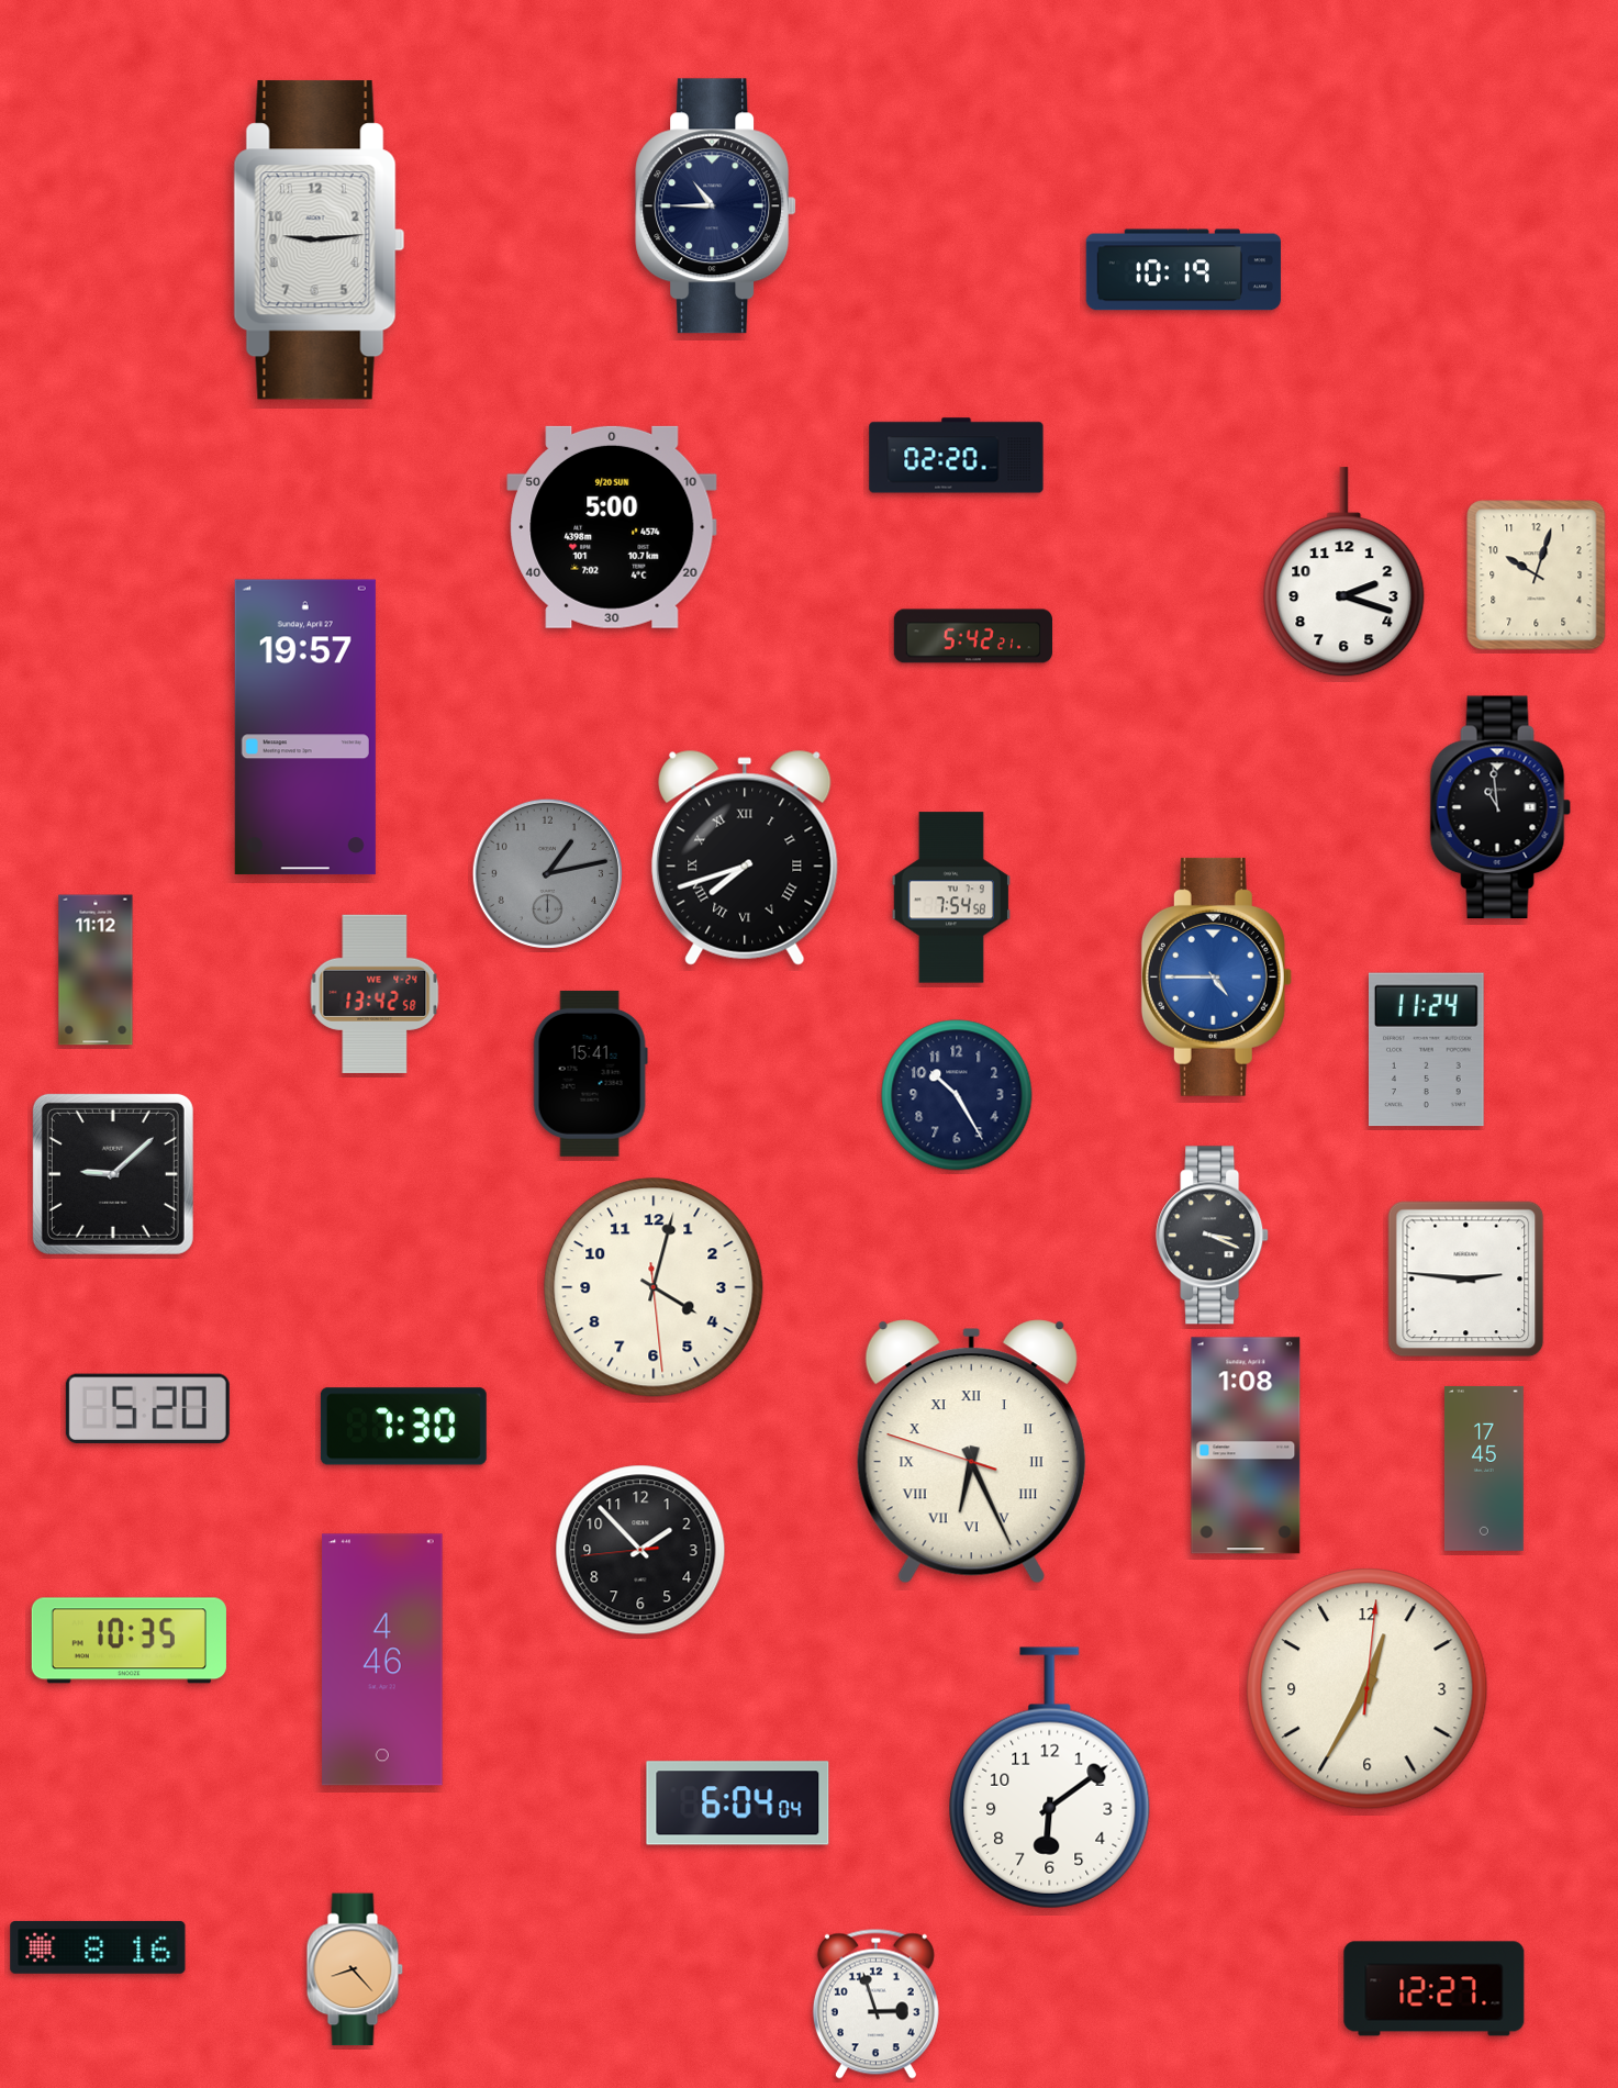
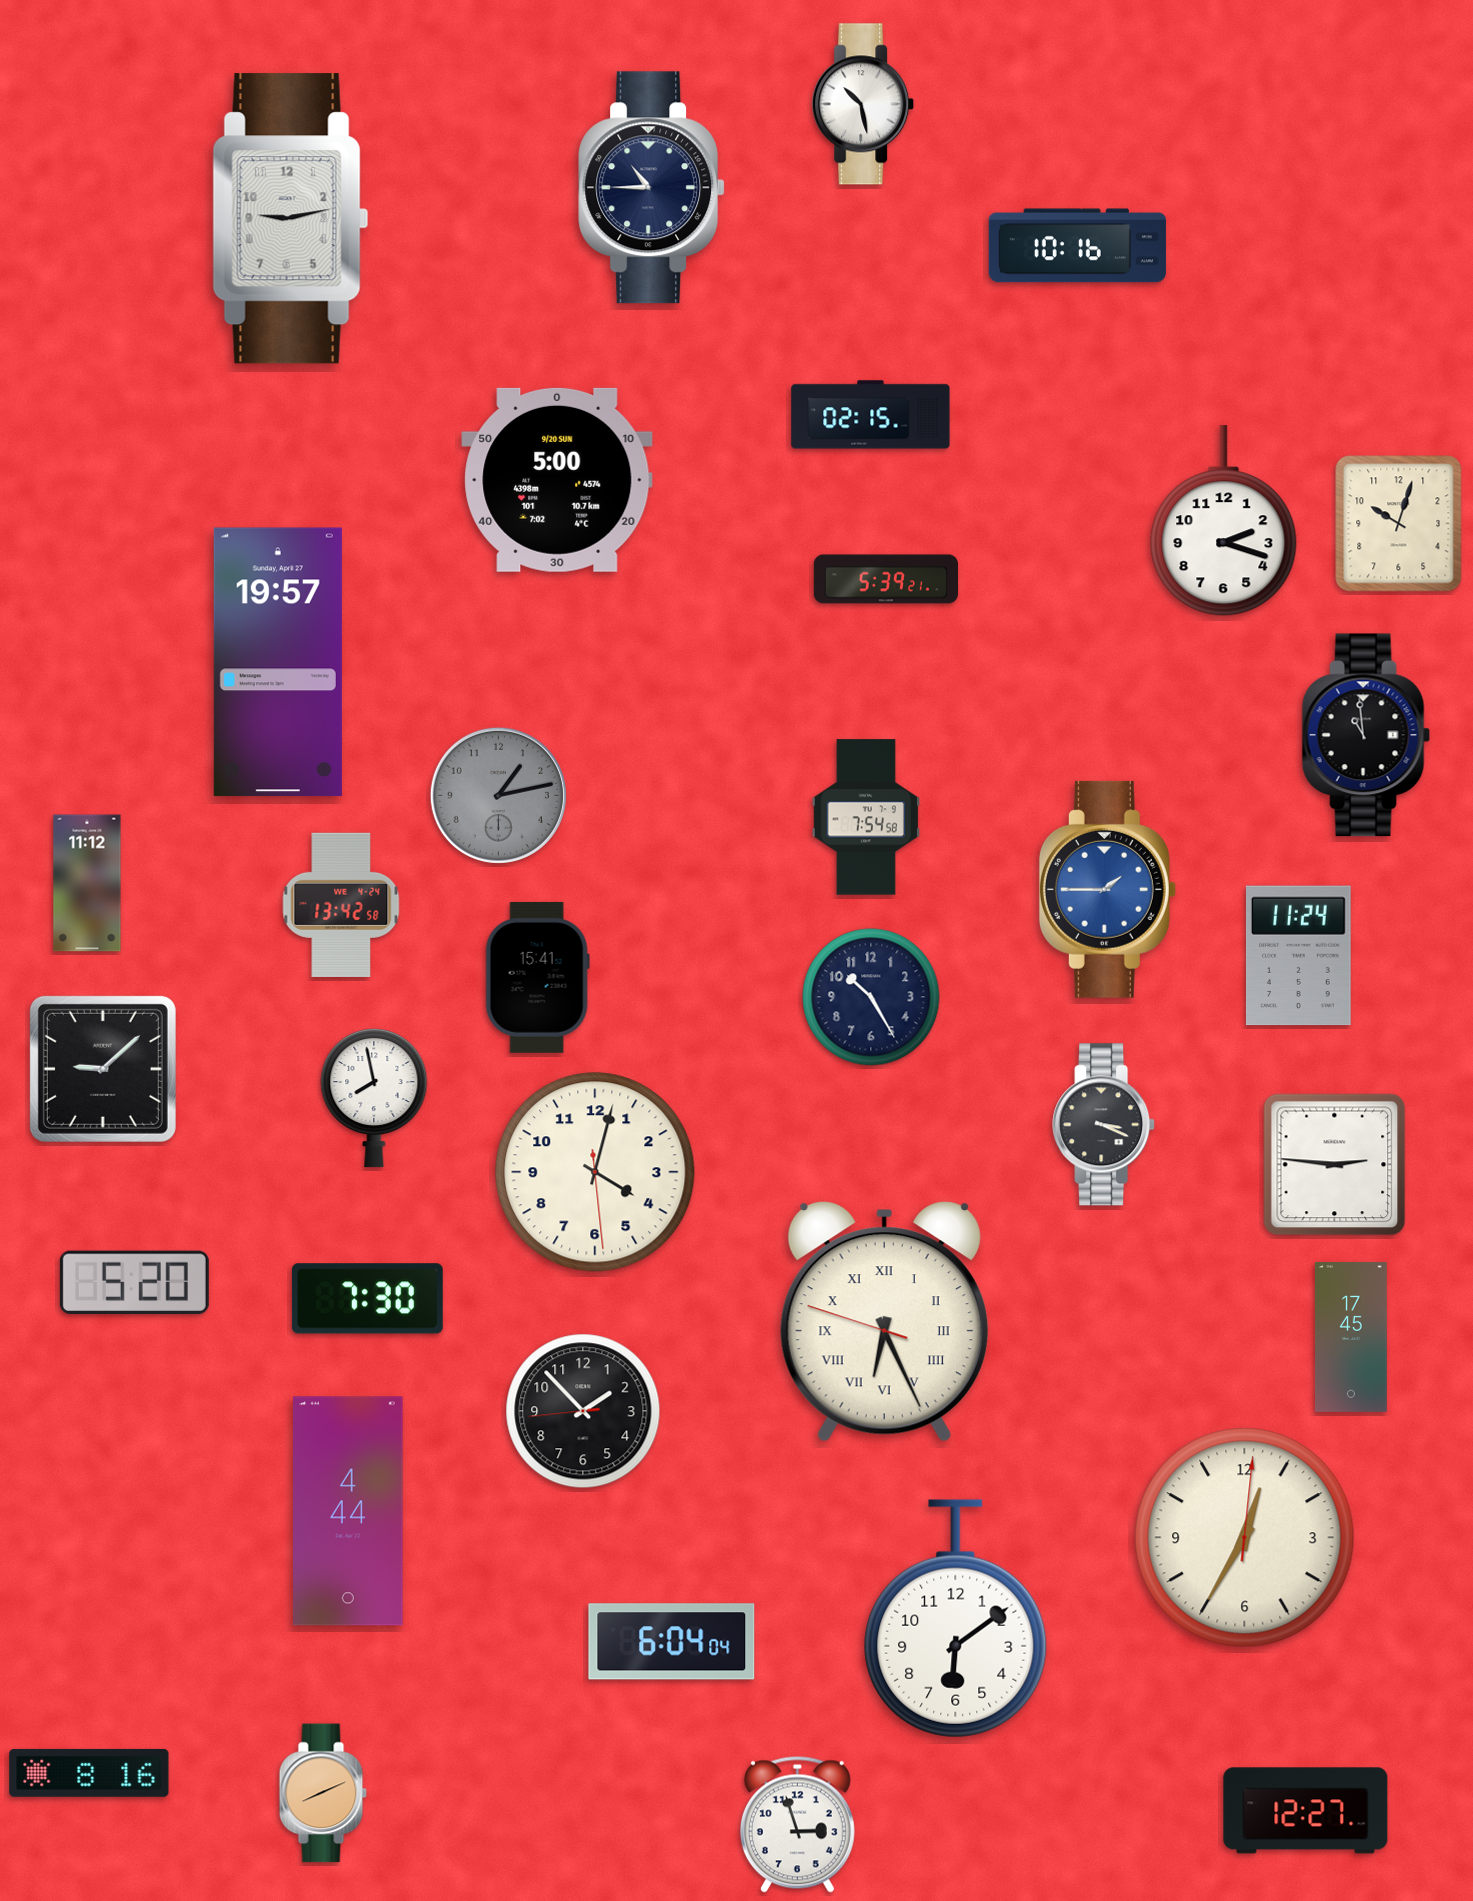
clock at (864, 104): none -> 10:28
clock at (319, 241): 9:14 -> 9:13
clock at (1183, 270): 10:19 -> 10:16
clock at (957, 456): 02:20 -> 02:15
clock at (972, 636): 5:42 -> 5:39
clock at (745, 858): 7:42 -> none
clock at (1216, 976): 4:45 -> 1:45
clock at (374, 1098): none -> 7:58
clock at (1246, 1445): 1:08 -> none
clock at (129, 1641): 10:35 -> none
clock at (382, 1660): 4:46 -> 4:44
clock at (355, 1969): 8:23 -> 8:11
